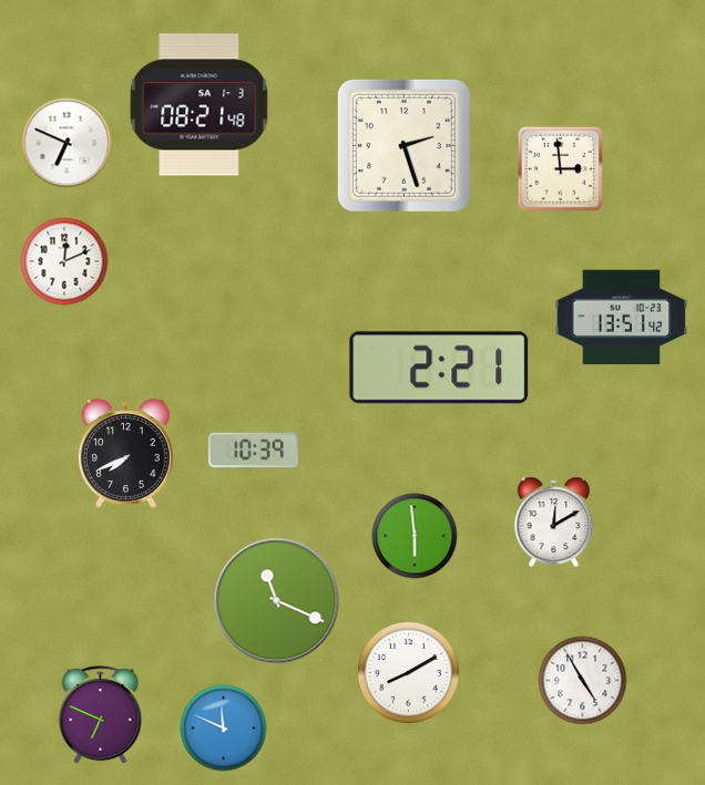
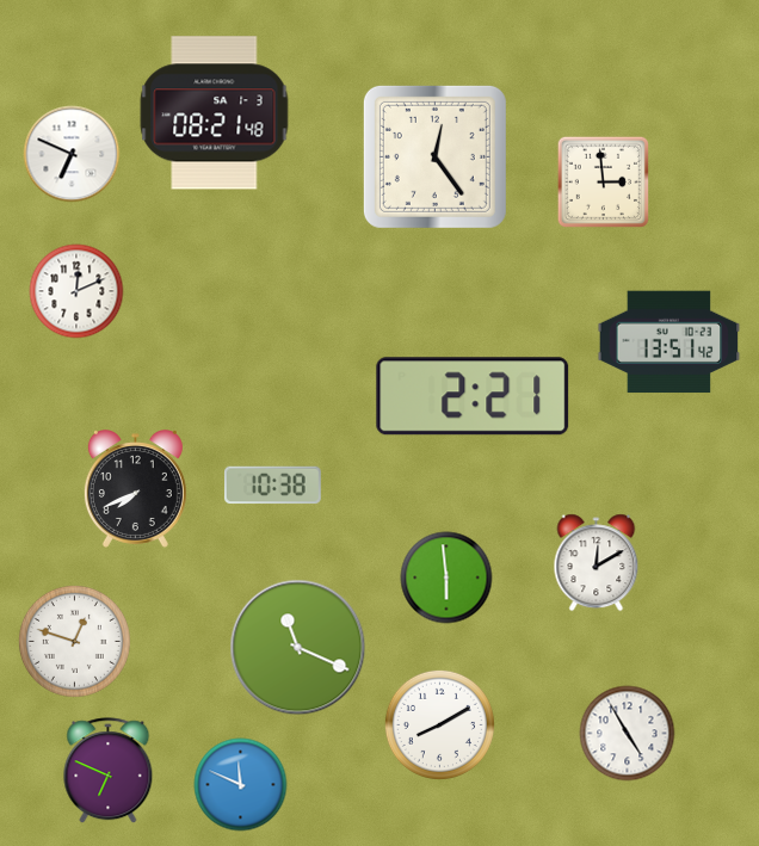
clock at (403, 145): 2:27 -> 12:24
clock at (64, 261) position: (64, 261) -> (76, 291)
clock at (254, 451): 10:39 -> 10:38
clock at (74, 641): none -> 12:48
